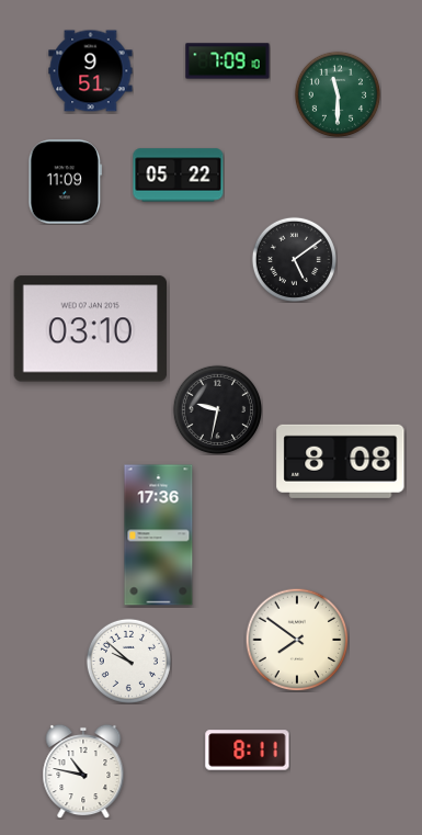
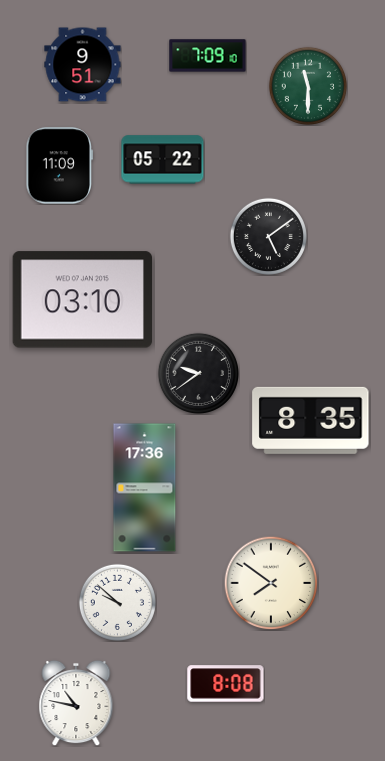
clock at (217, 409): 9:32 -> 9:39
clock at (341, 461): 8:08 -> 8:35
clock at (248, 751): 8:11 -> 8:08
